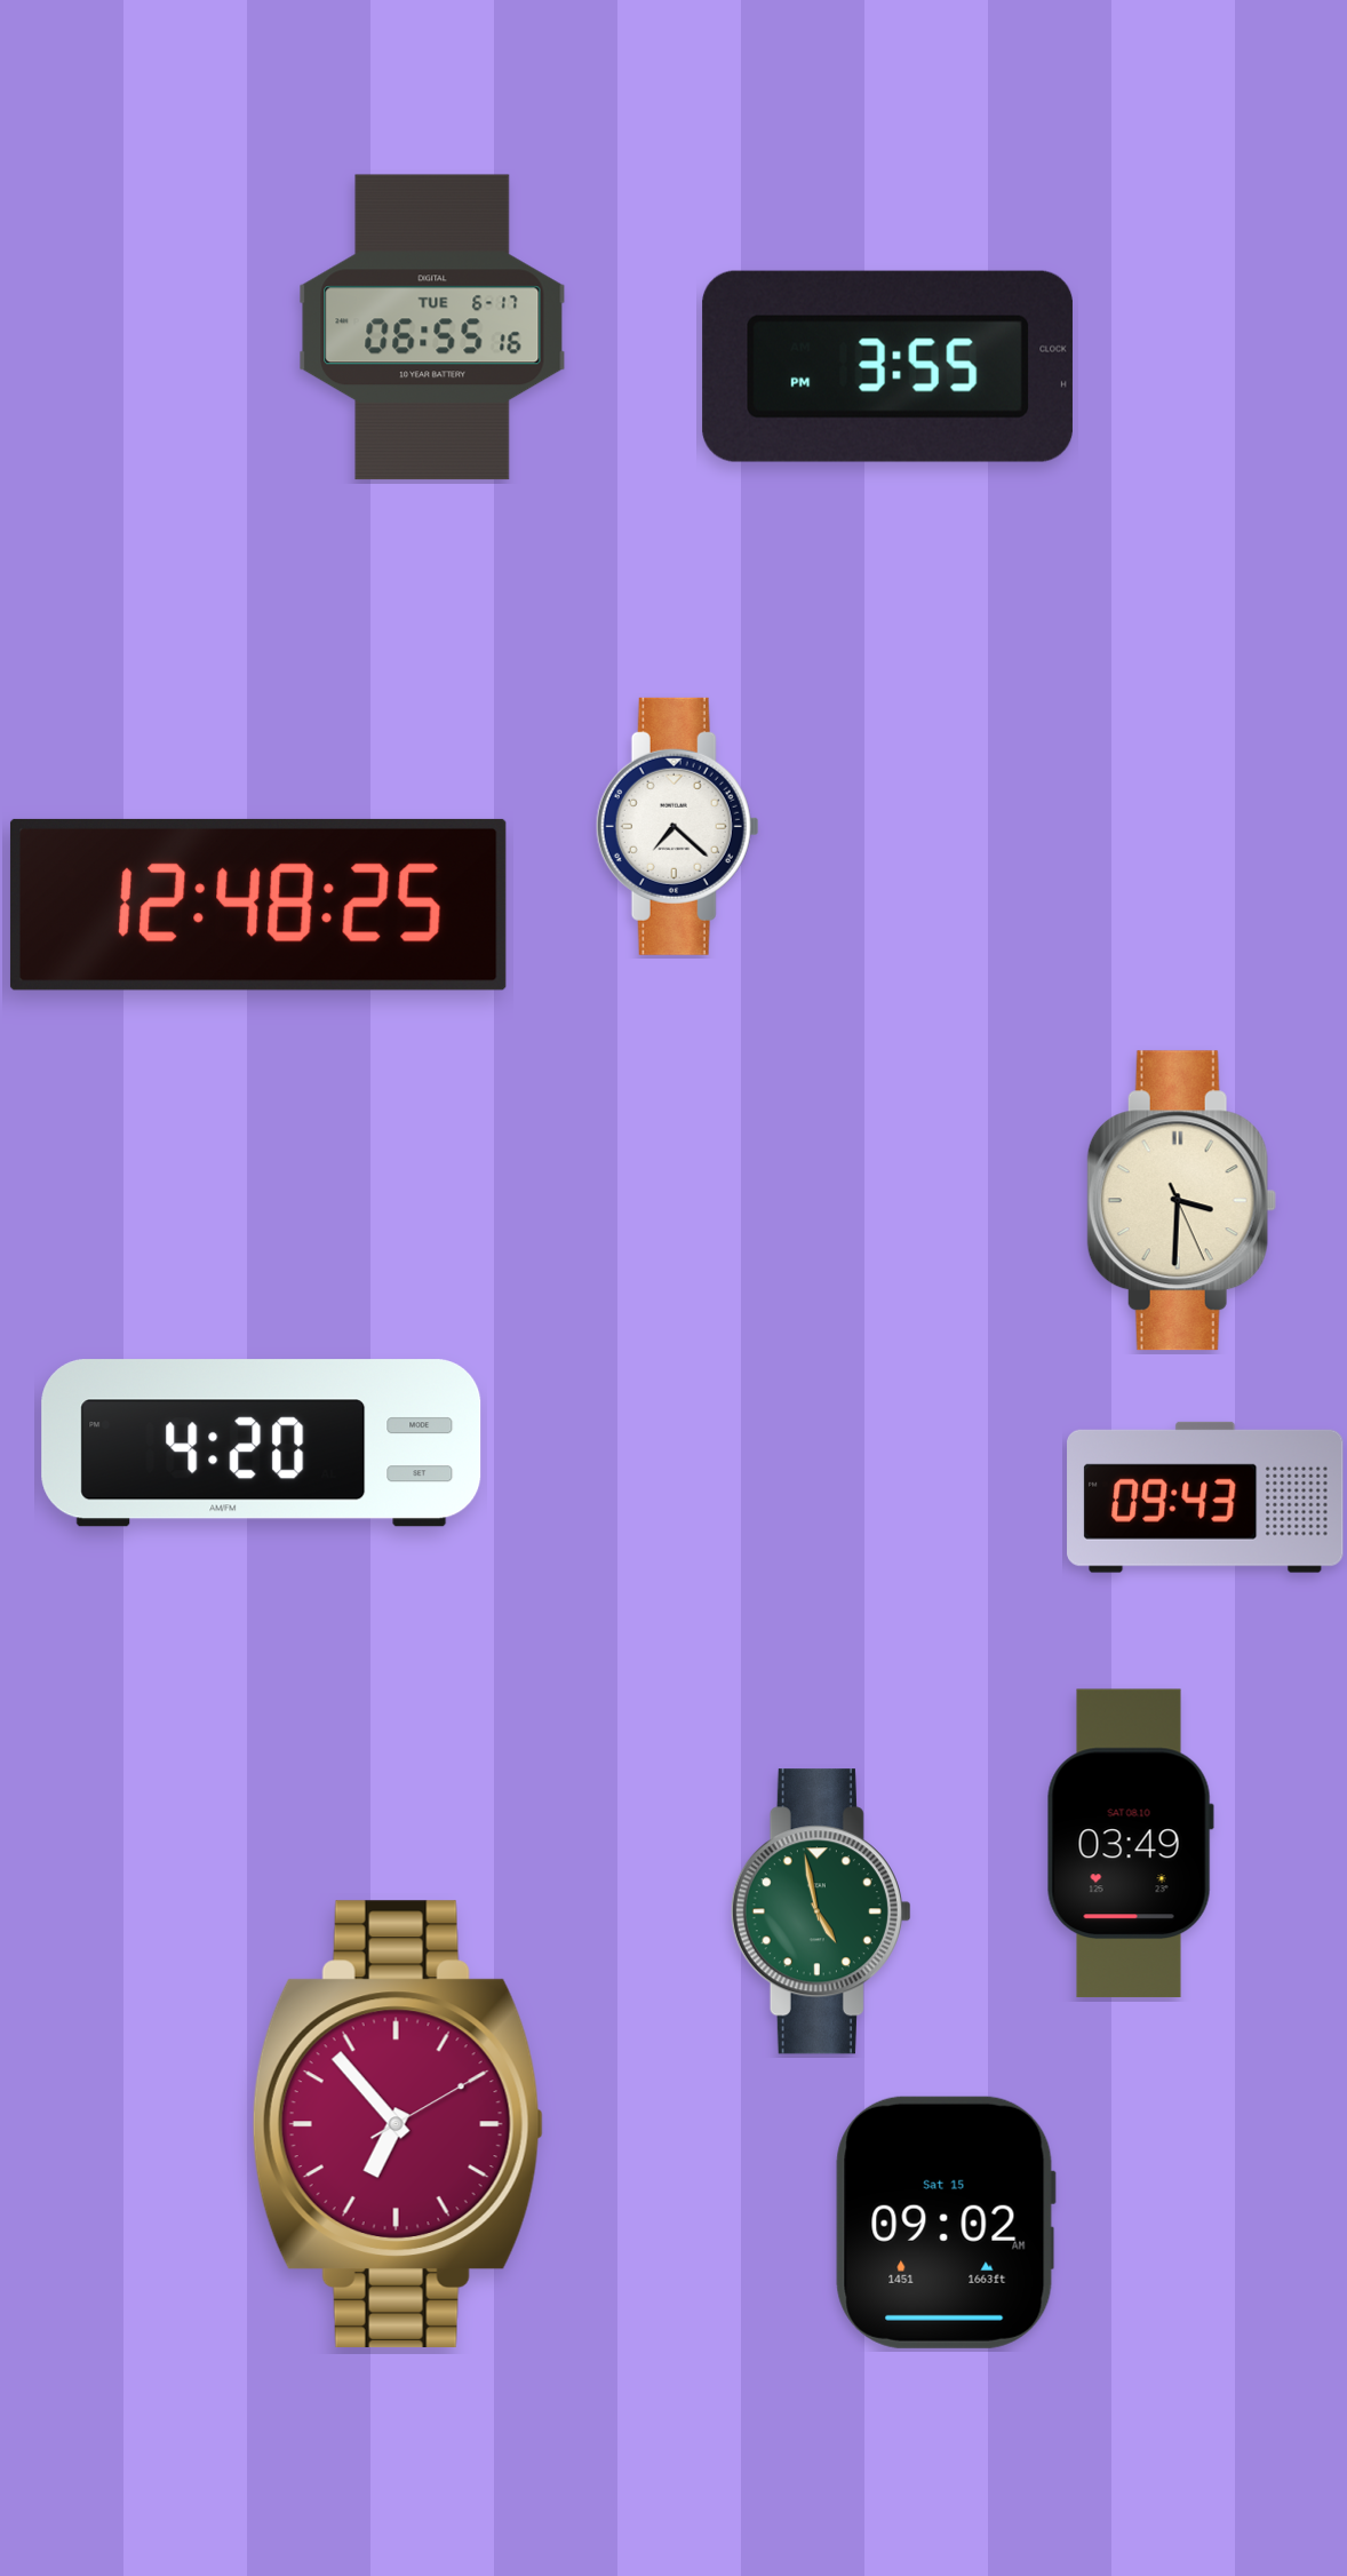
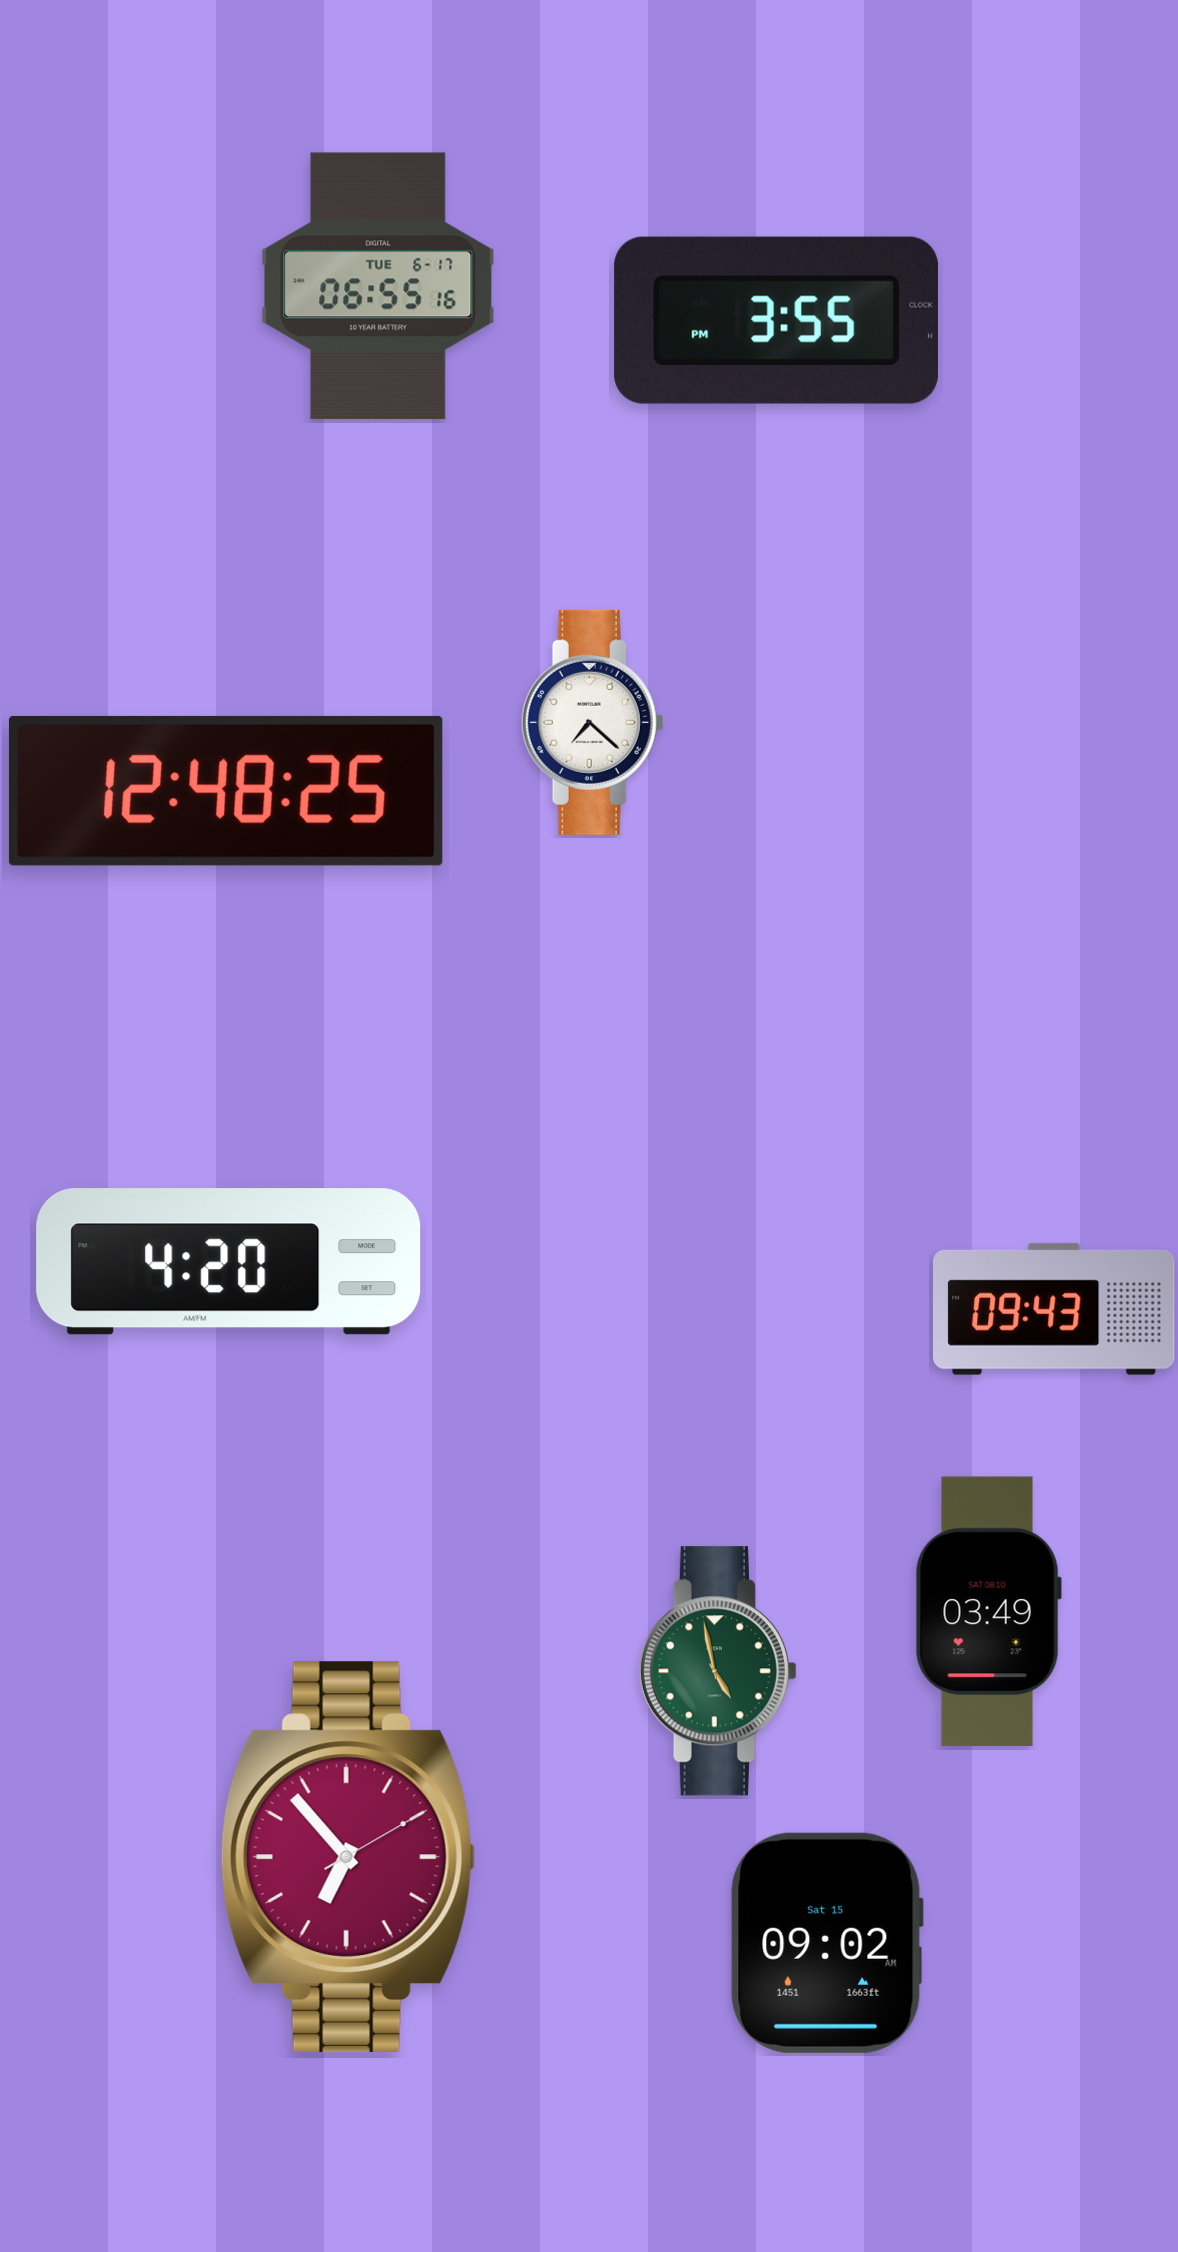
clock at (1181, 1201): 3:30 -> none
